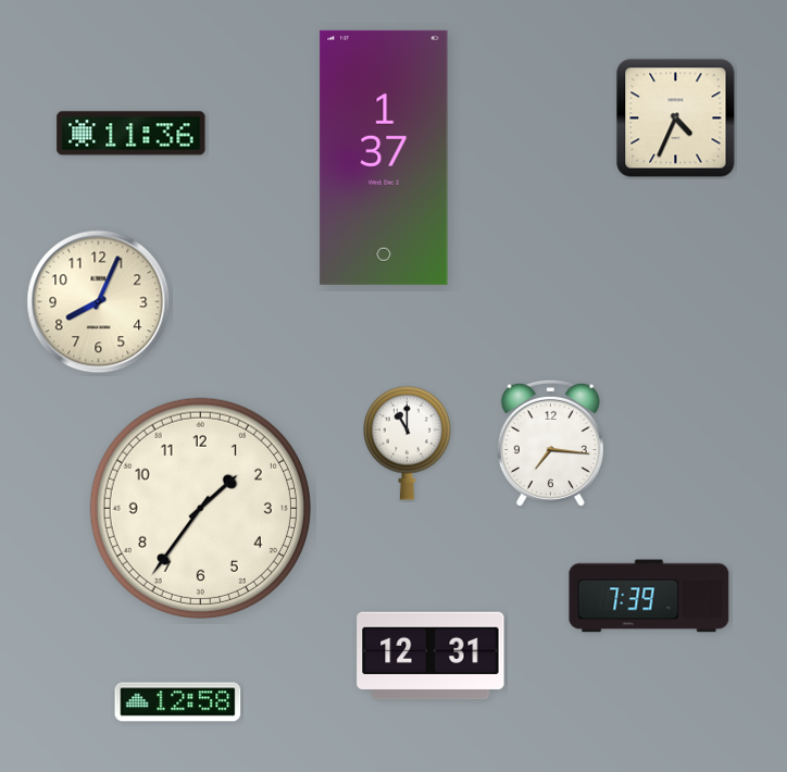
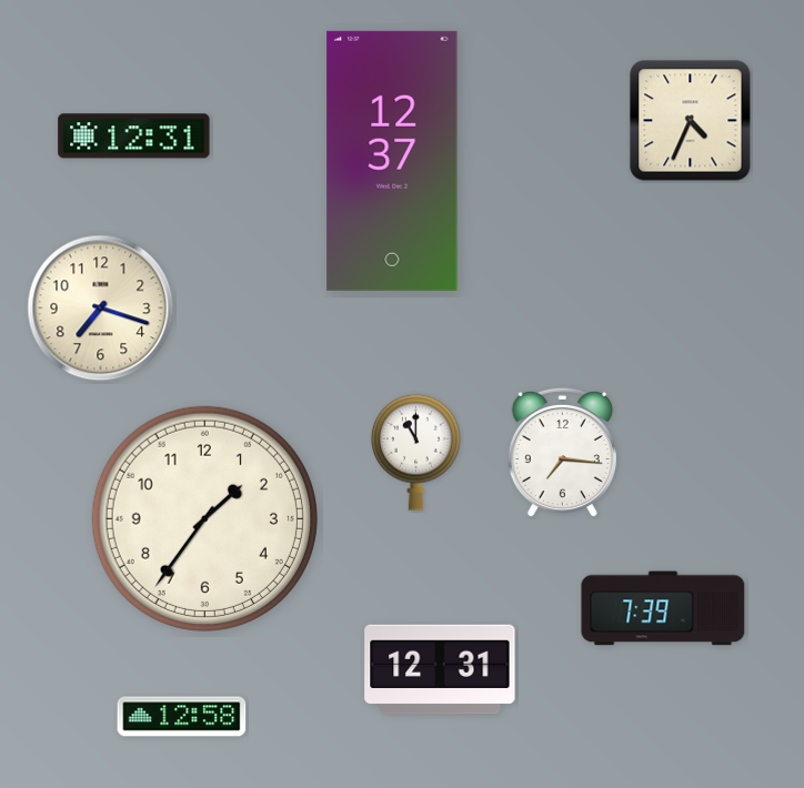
clock at (132, 134): 11:36 -> 12:31
clock at (384, 158): 1:37 -> 12:37
clock at (99, 302): 8:04 -> 7:18
